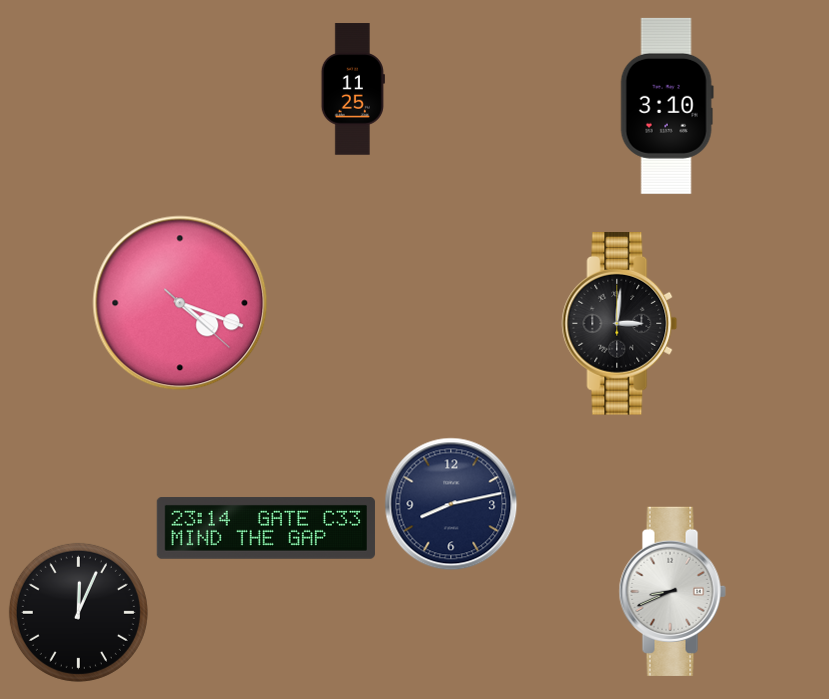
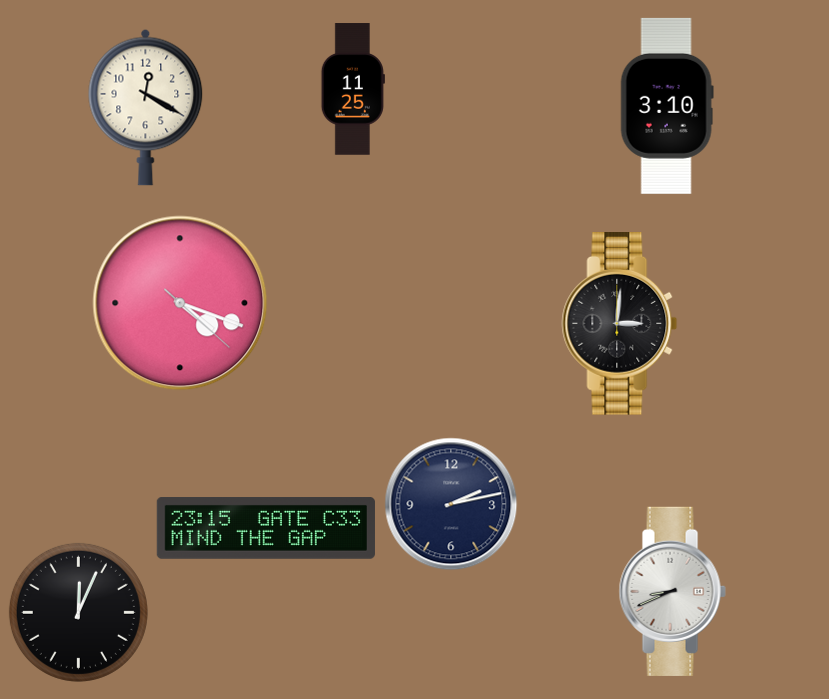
clock at (146, 107): none -> 12:20
clock at (451, 504): 8:13 -> 2:13
clock at (266, 529): 23:14 -> 23:15
